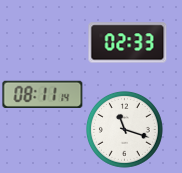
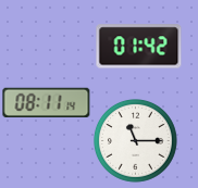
clock at (128, 43): 02:33 -> 01:42
clock at (125, 130): 11:18 -> 11:15
